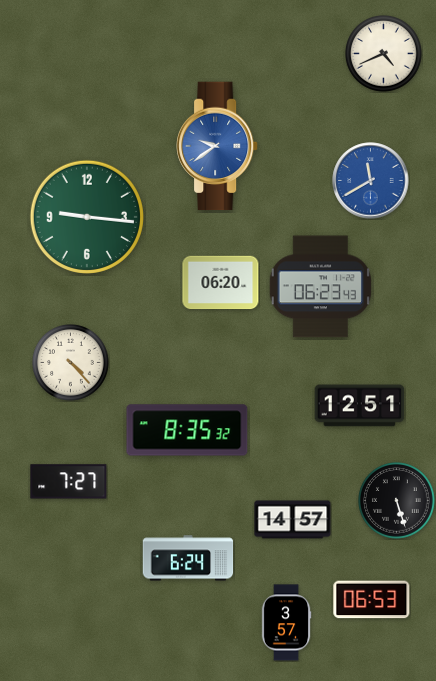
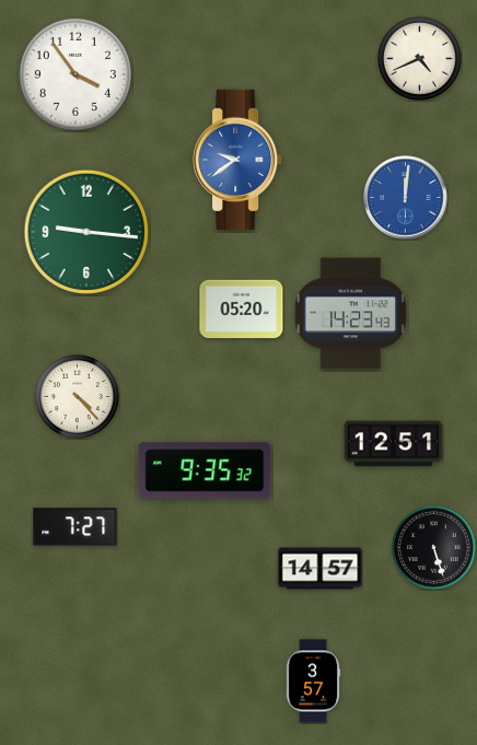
clock at (75, 74): none -> 3:54
clock at (371, 181): 11:40 -> 12:01
clock at (87, 217) position: (87, 217) -> (86, 232)
clock at (221, 283): 06:20 -> 05:20
clock at (320, 287): 06:23 -> 14:23
clock at (187, 430): 8:35 -> 9:35
clock at (188, 558): 6:24 -> none
clock at (372, 600): 06:53 -> none
